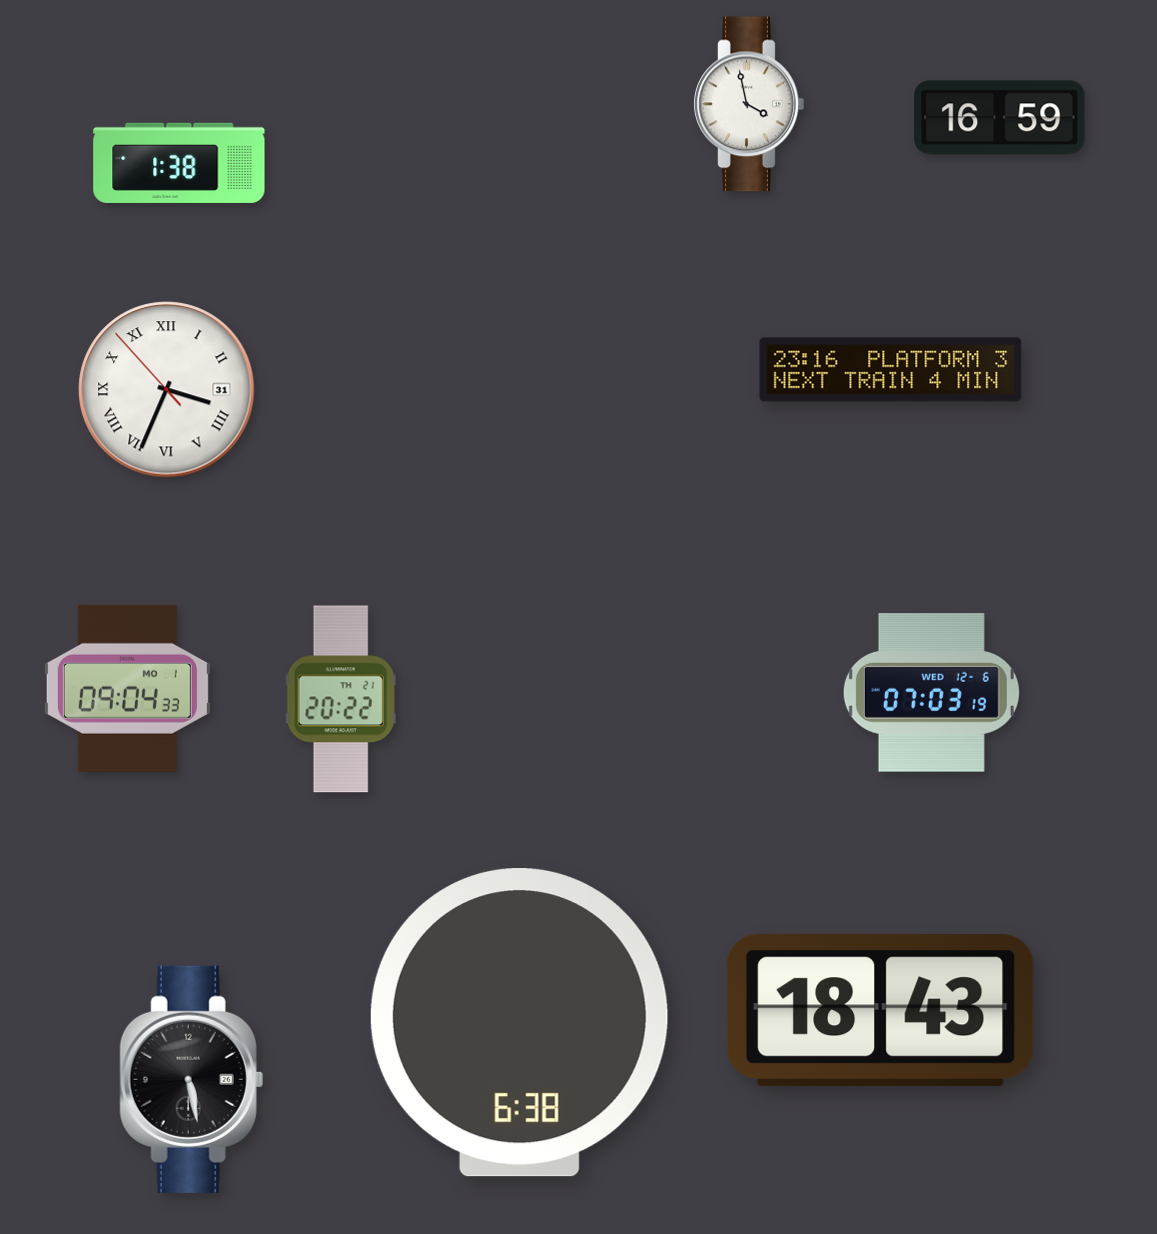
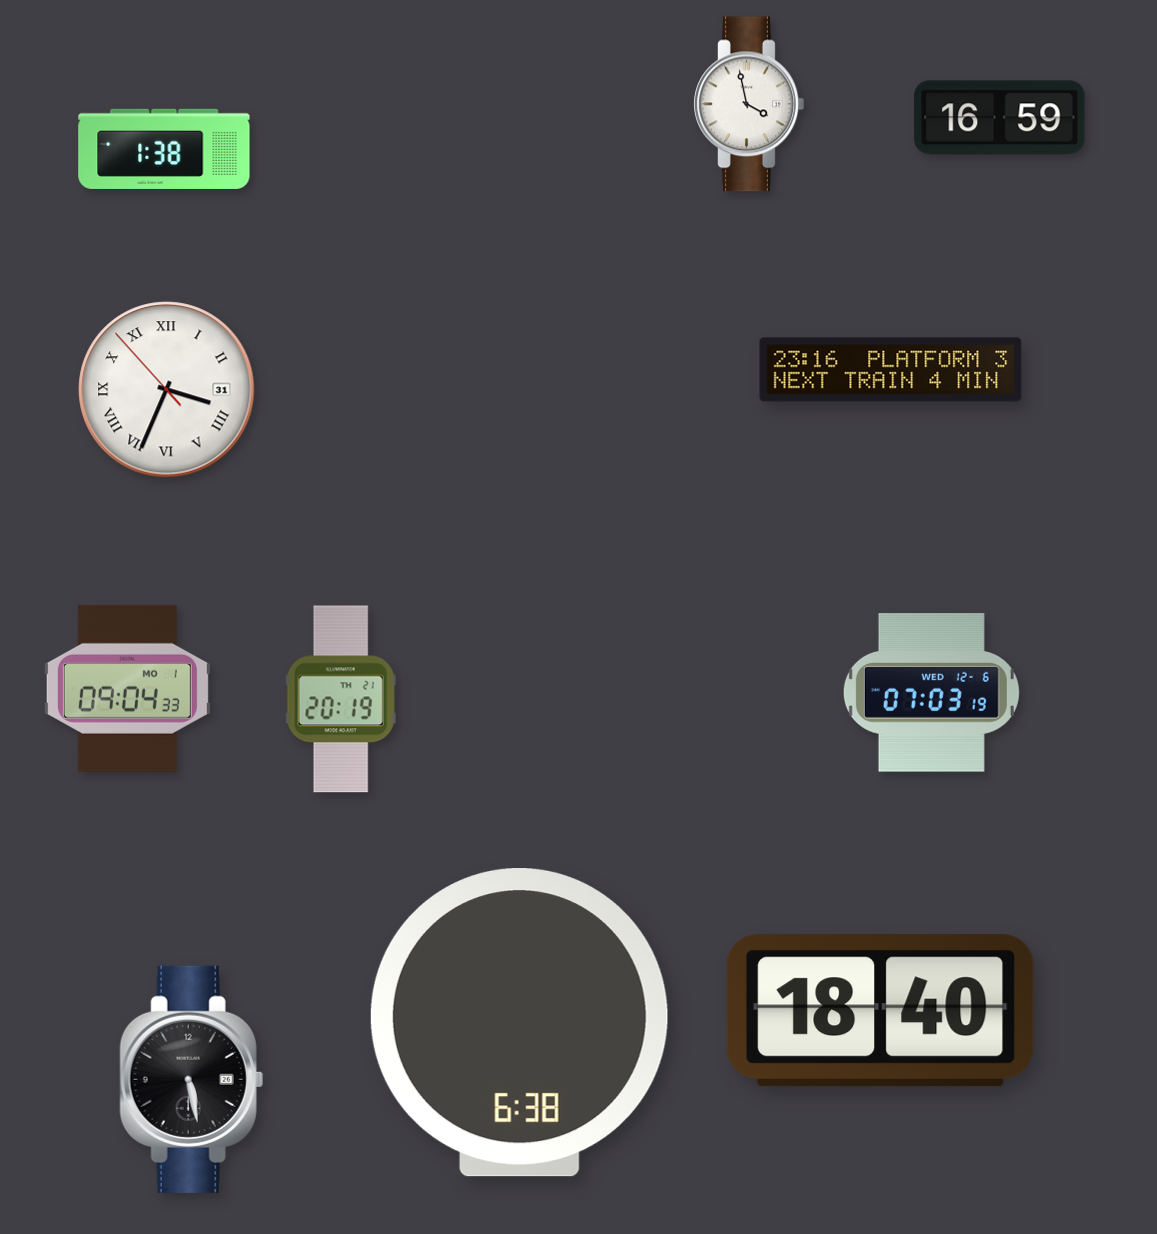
clock at (179, 163) position: (179, 163) -> (164, 149)
clock at (341, 699): 20:22 -> 20:19
clock at (880, 1011): 18:43 -> 18:40
